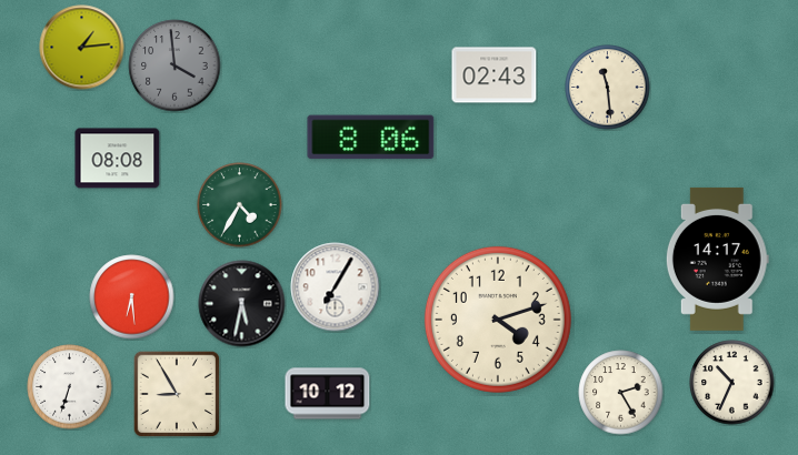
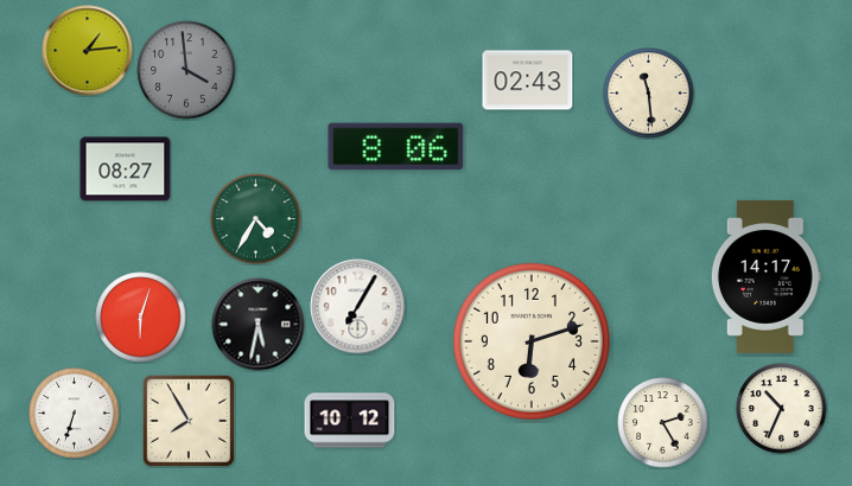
clock at (118, 159): 08:08 -> 08:27
clock at (132, 297): 6:29 -> 6:03
clock at (498, 320): 4:12 -> 6:12
clock at (621, 393) position: (621, 393) -> (663, 423)
clock at (177, 394): 8:55 -> 7:55
